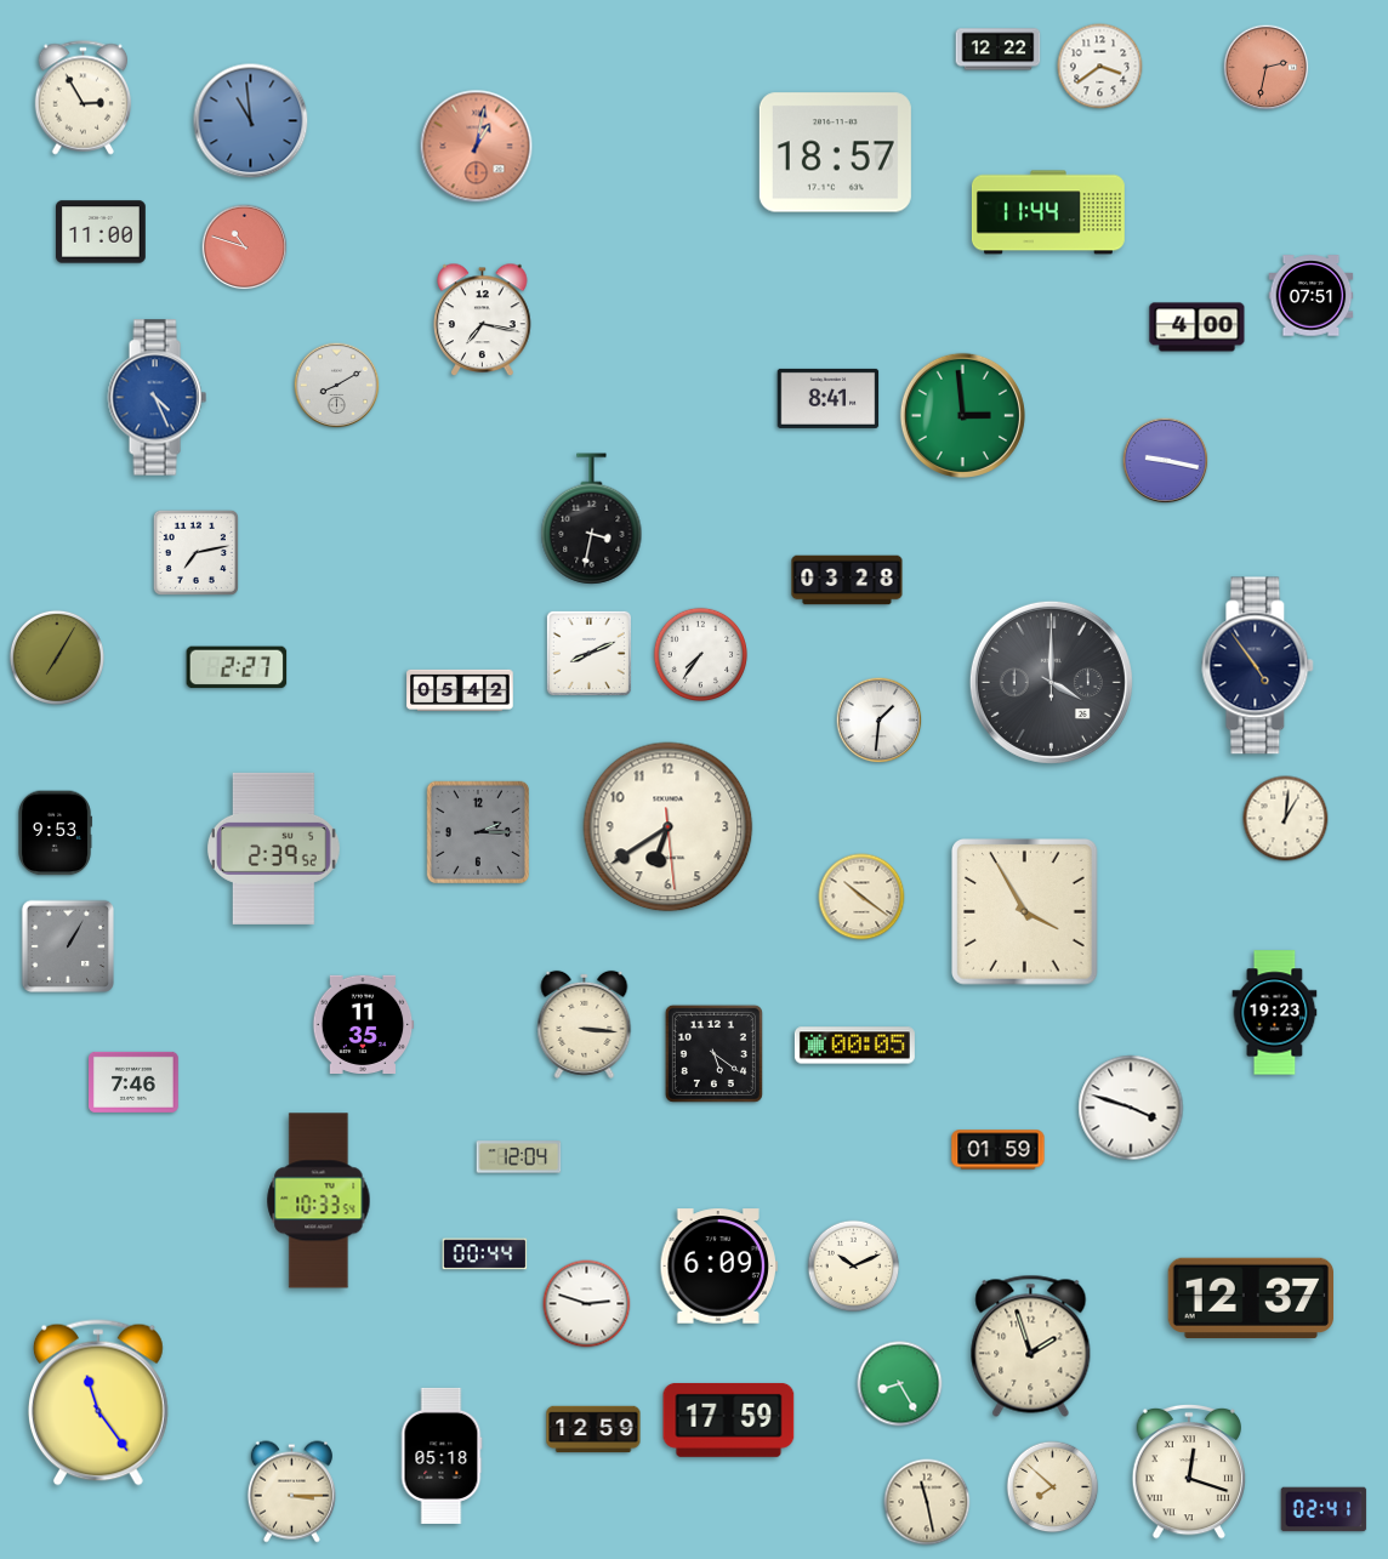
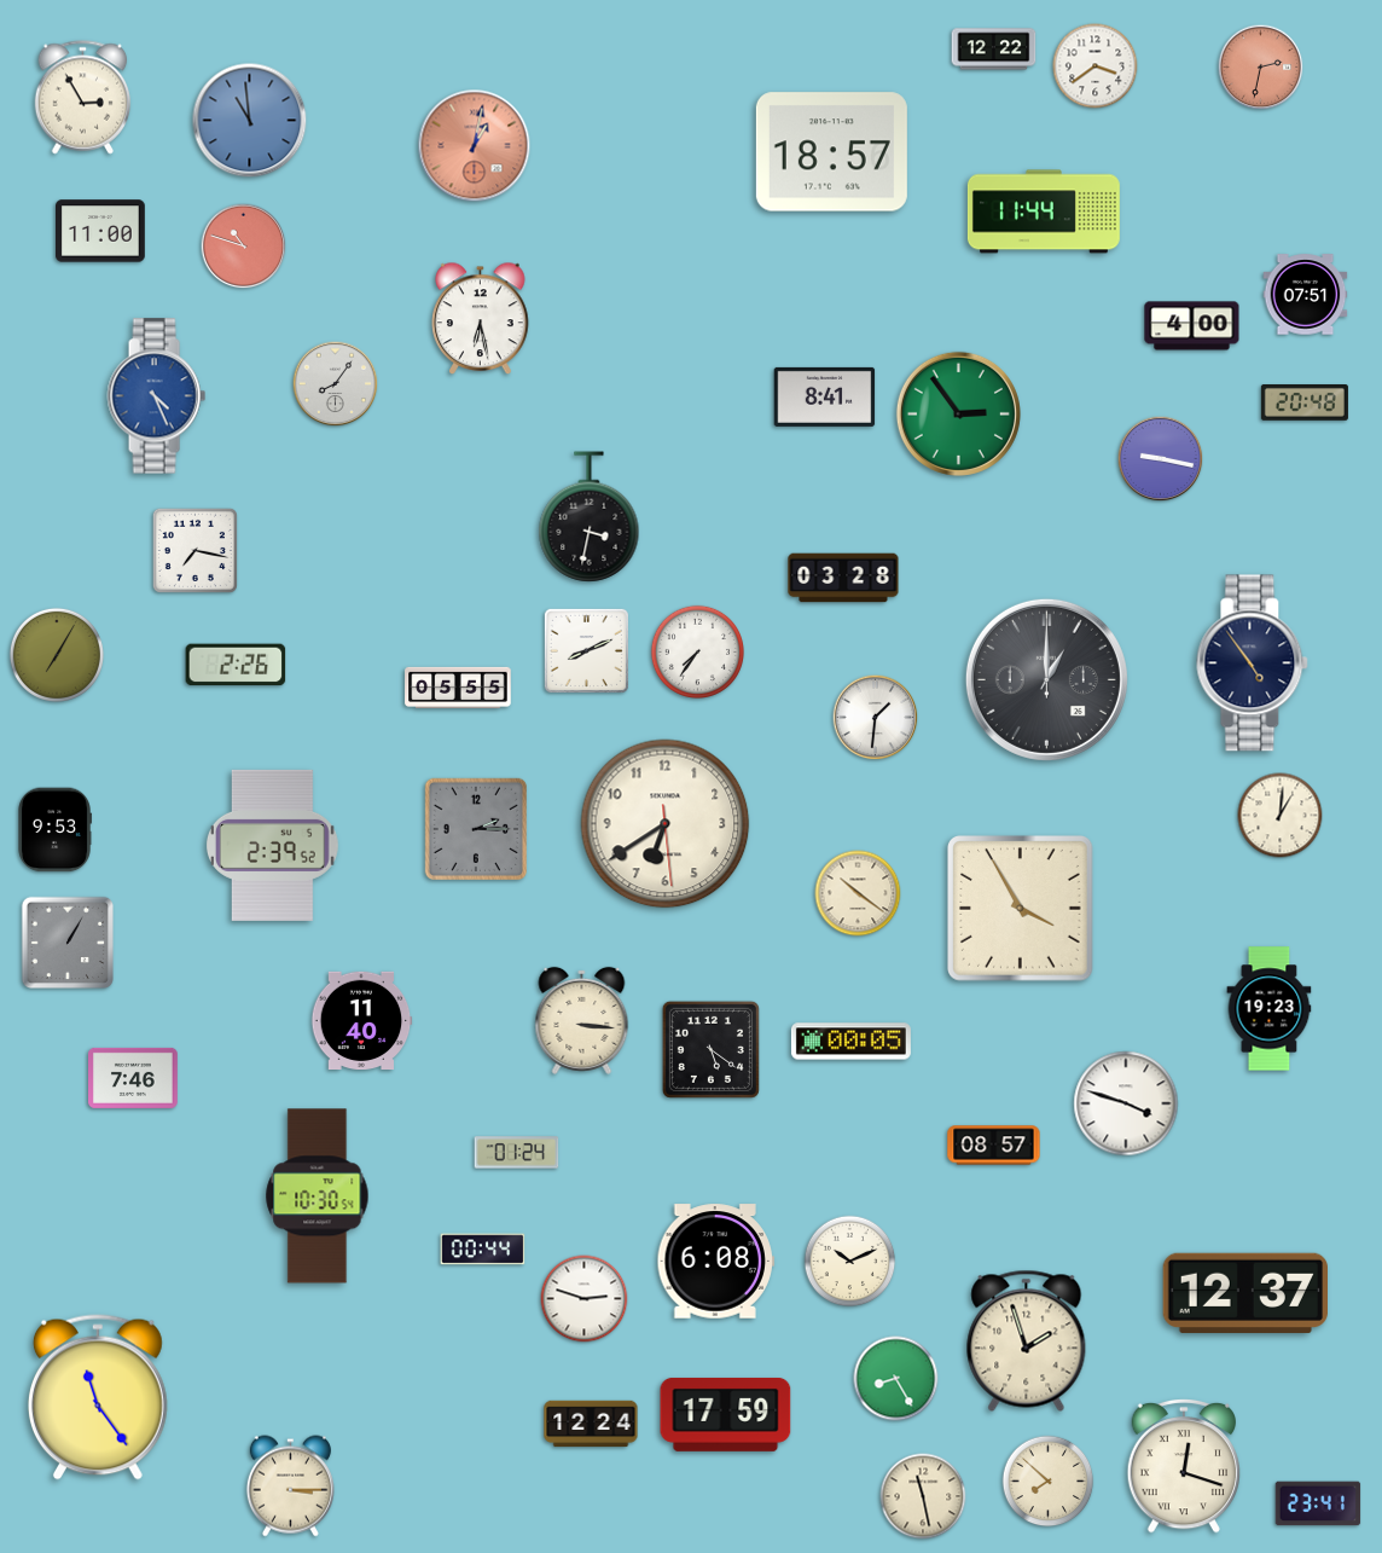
clock at (483, 320): 7:17 -> 6:28
clock at (337, 386): 8:10 -> 8:06
clock at (1305, 404): none -> 20:48
clock at (962, 415): 2:59 -> 2:54
clock at (195, 552): 7:13 -> 7:17
clock at (237, 667): 2:27 -> 2:26
clock at (1051, 682): 4:00 -> 1:00
clock at (460, 690): 05:42 -> 05:55
clock at (363, 1024): 11:35 -> 11:40
clock at (999, 1150): 01:59 -> 08:57
clock at (519, 1157): 12:04 -> 01:24
clock at (319, 1201): 10:33 -> 10:30
clock at (718, 1267): 6:09 -> 6:08
clock at (593, 1429): 12:59 -> 12:24
clock at (442, 1456): 05:18 -> none
clock at (1324, 1509): 02:41 -> 23:41
